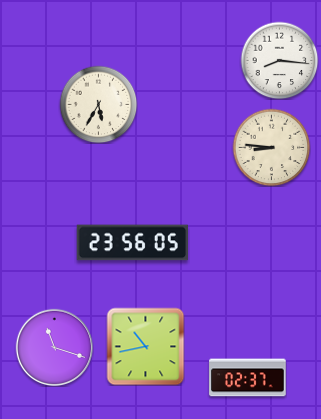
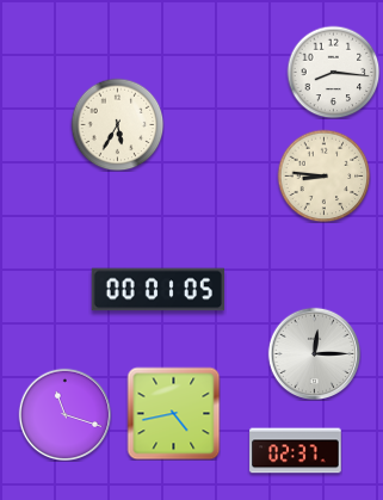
clock at (132, 243): 23:56 -> 00:01
clock at (314, 353): none -> 12:15
clock at (145, 346): 10:43 -> 4:43
